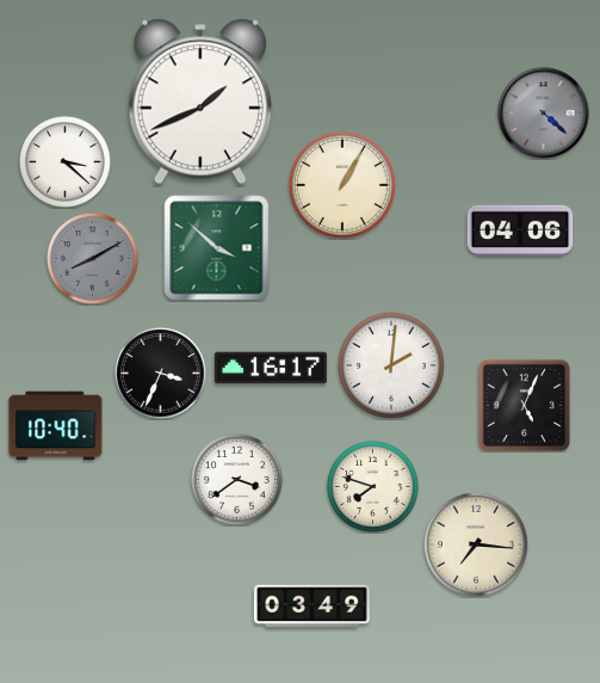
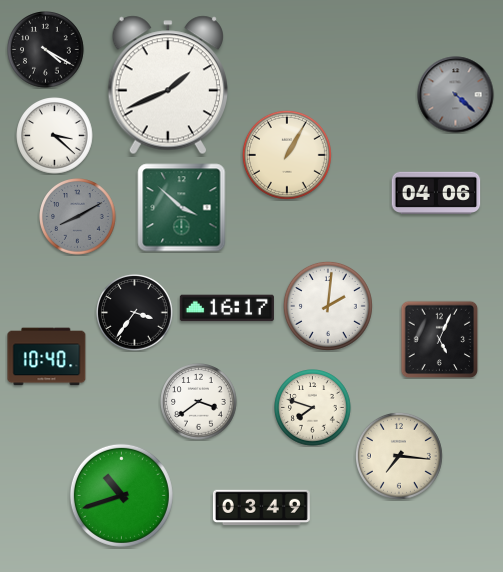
clock at (46, 50): none -> 4:20
clock at (161, 374): 3:34 -> 3:36
clock at (121, 495): none -> 10:42
